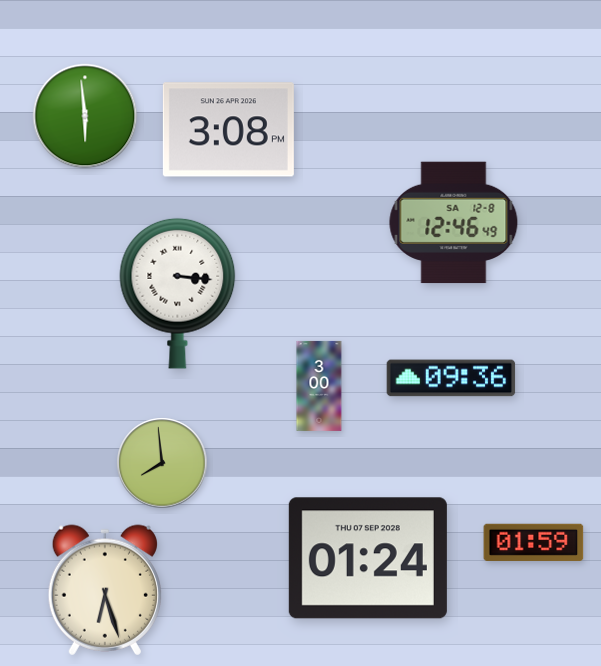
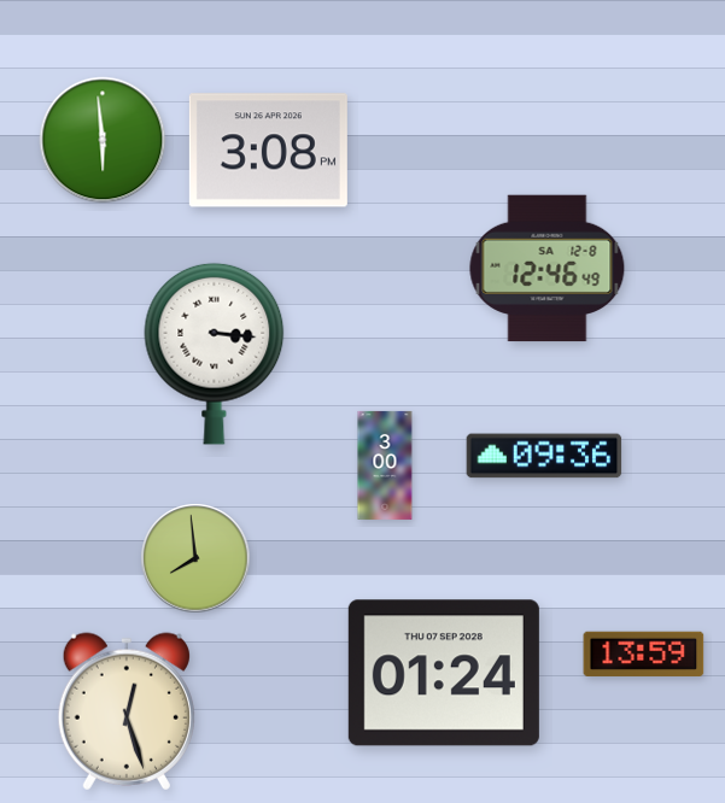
clock at (228, 130) position: (228, 130) -> (268, 151)
clock at (534, 542): 01:59 -> 13:59
clock at (105, 590): 6:27 -> 12:27
